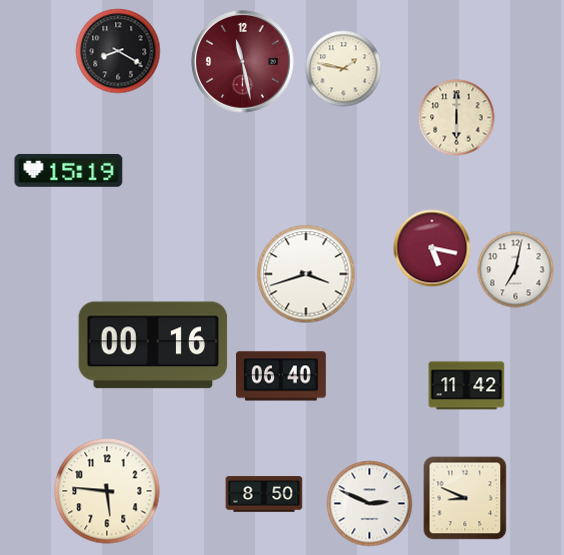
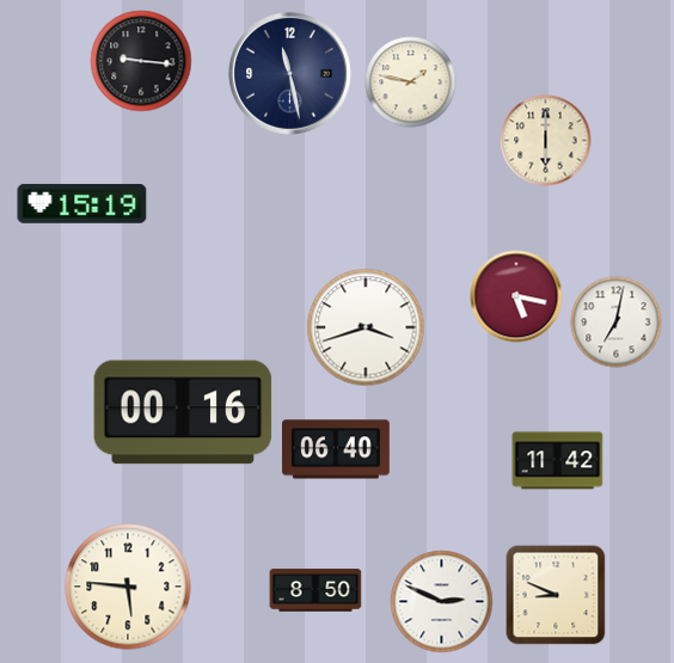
clock at (118, 51): 8:20 -> 9:16
clock at (243, 62) dial: burgundy -> navy
